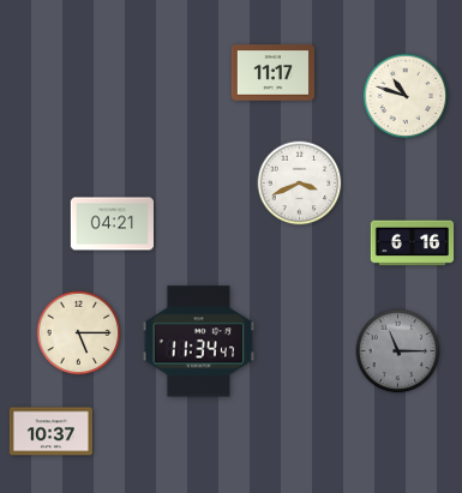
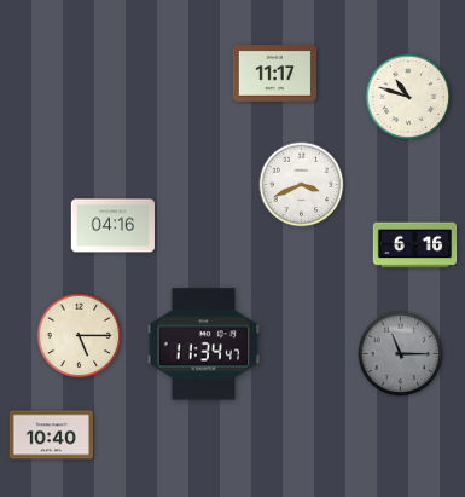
clock at (112, 224): 04:21 -> 04:16
clock at (199, 342) position: (199, 342) -> (204, 345)
clock at (50, 432): 10:37 -> 10:40
